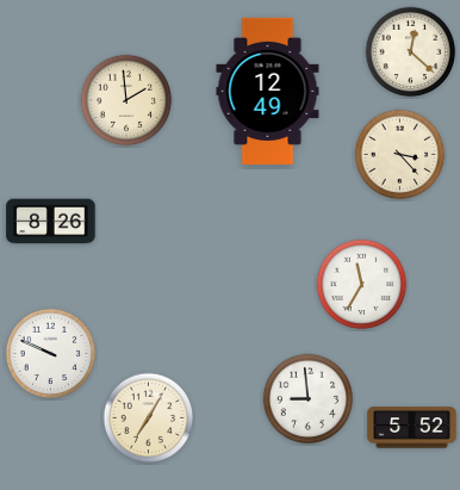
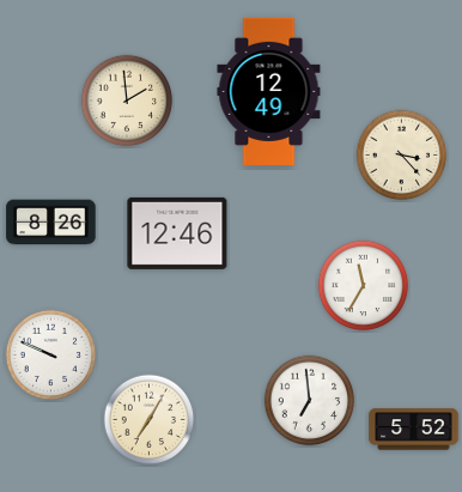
clock at (411, 52): 12:22 -> none
clock at (177, 233): none -> 12:46
clock at (309, 399): 8:59 -> 6:59
